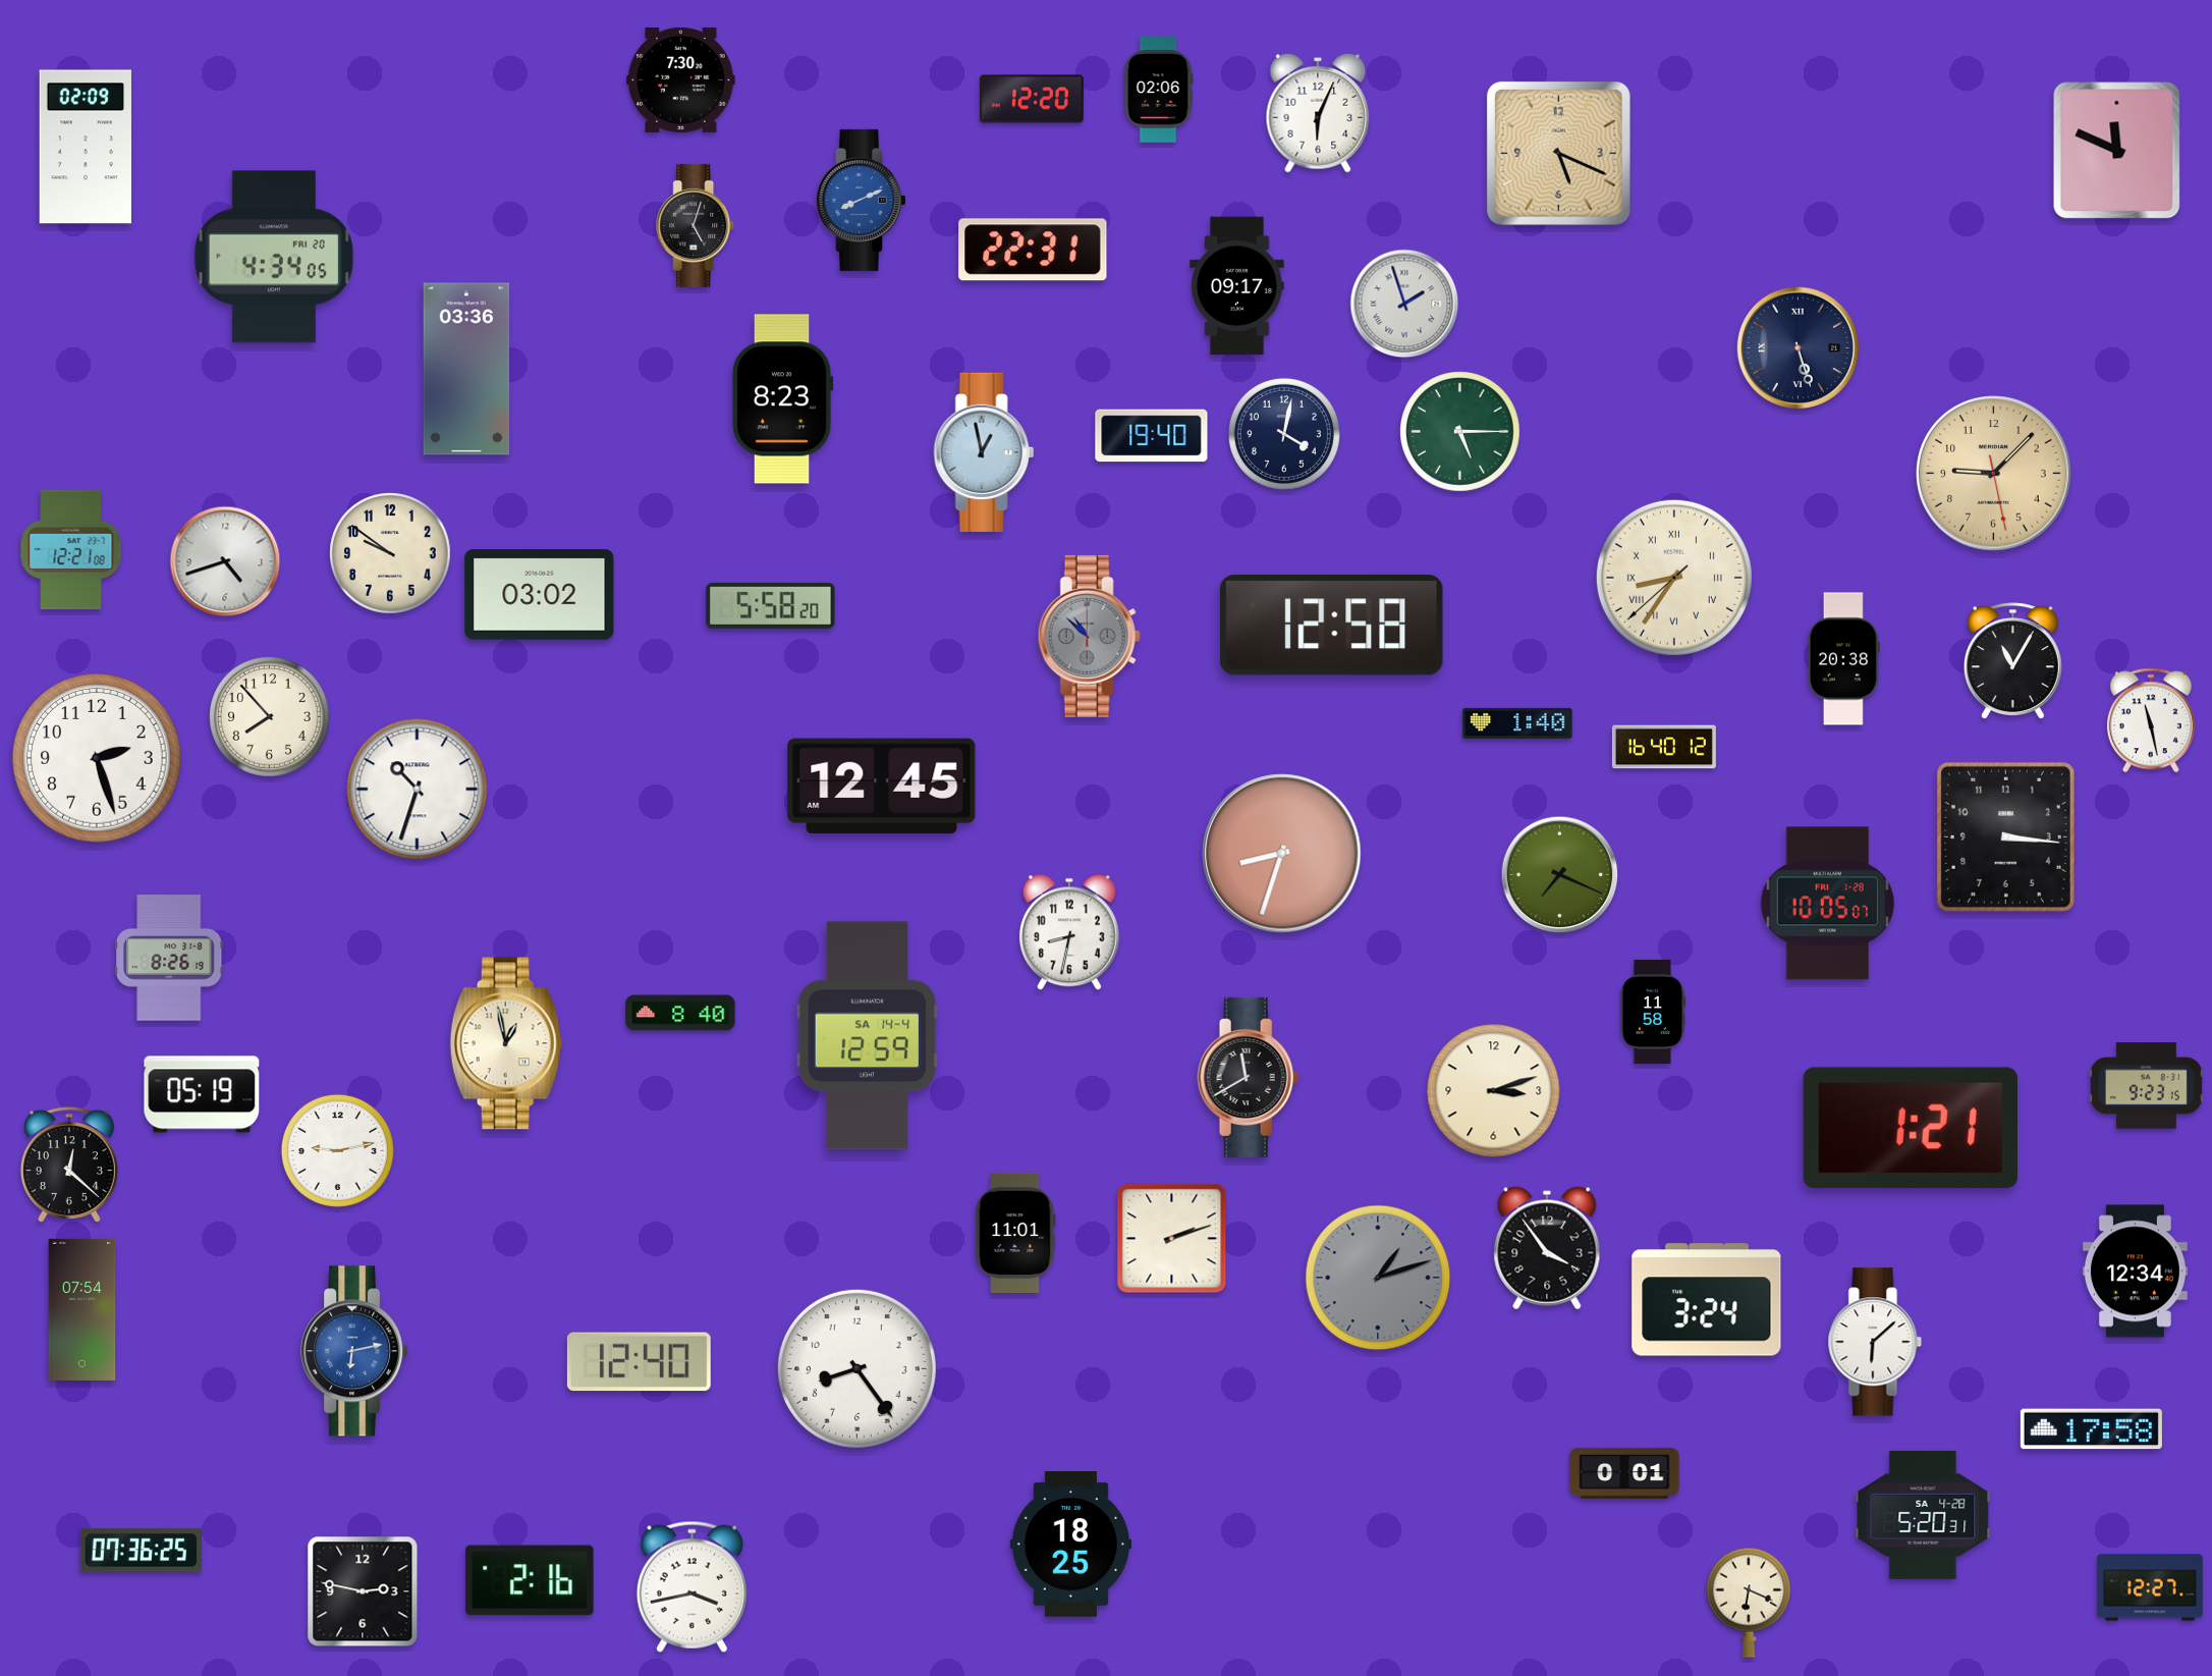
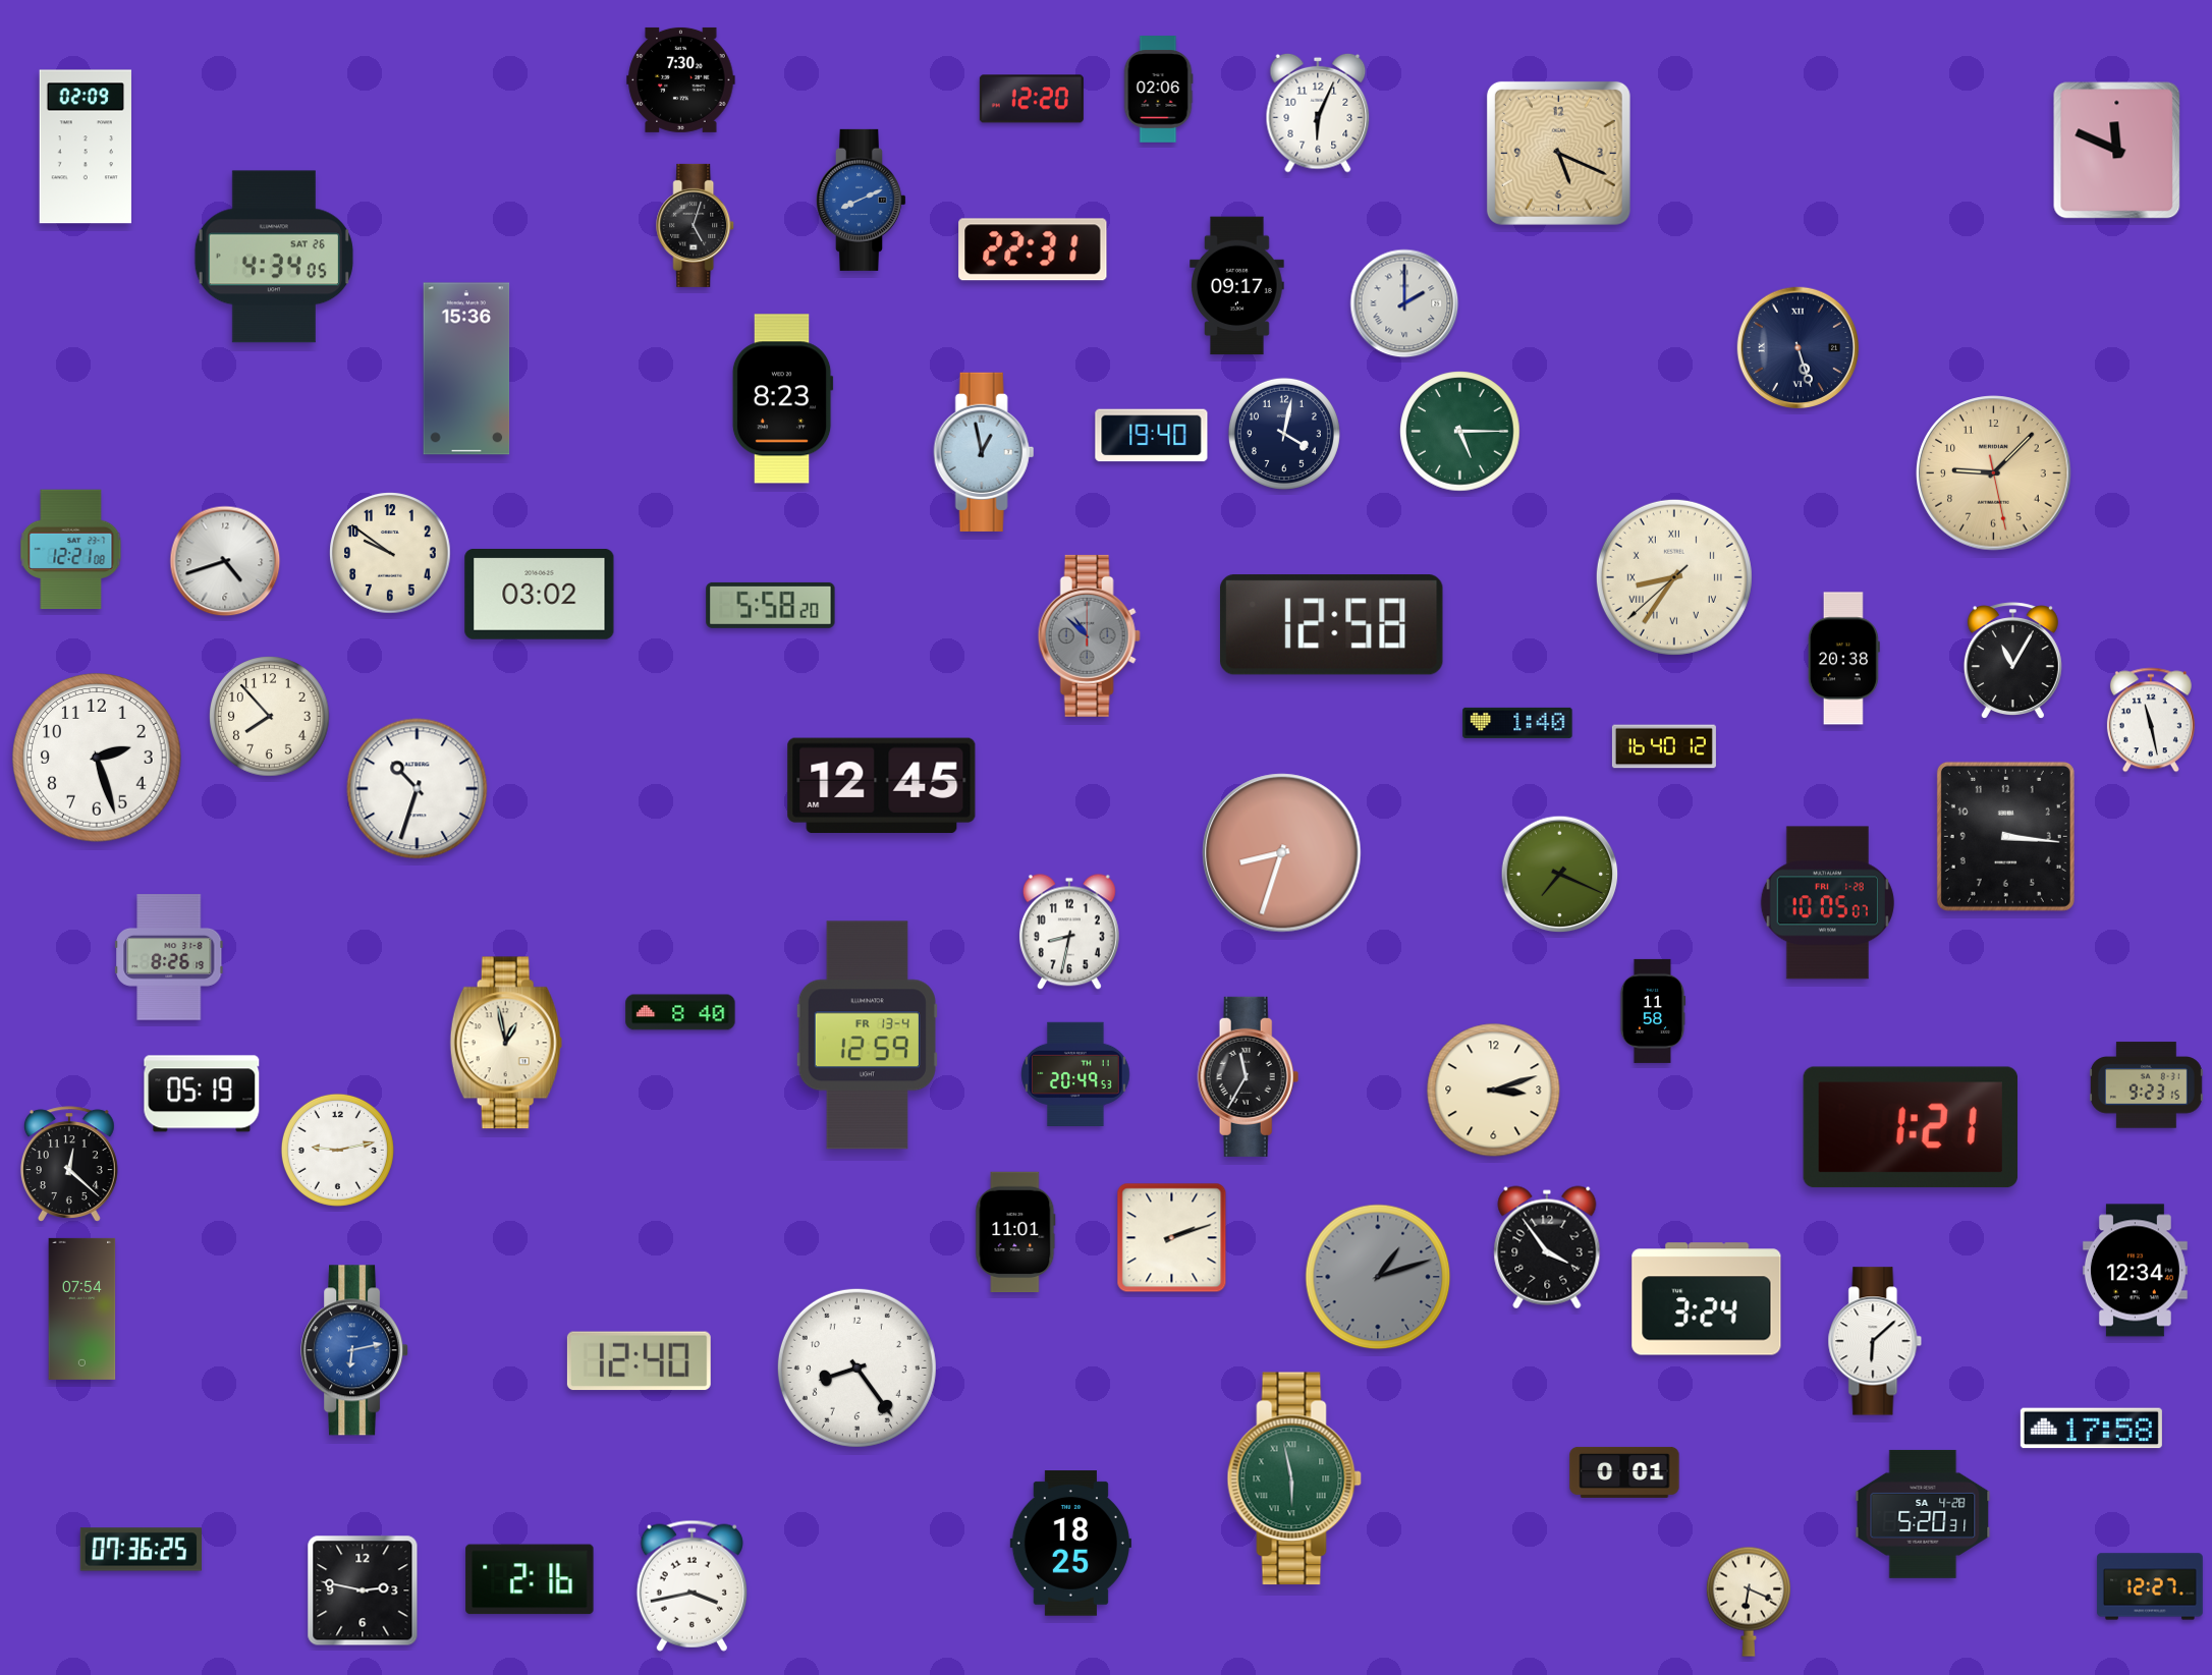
clock at (274, 257) date: FRI 20 -> SAT 26
clock at (1404, 304): 1:57 -> 2:00
clock at (466, 369): 03:36 -> 15:36
clock at (867, 1036) date: SA 14-4 -> FR 13-4
clock at (1075, 1073): none -> 20:49
clock at (1249, 1077): 11:40 -> 11:35
clock at (1294, 1478): none -> 5:58
